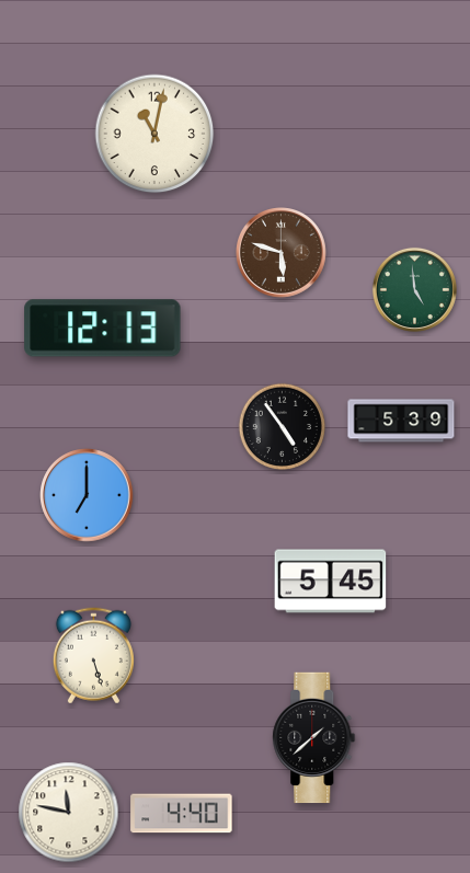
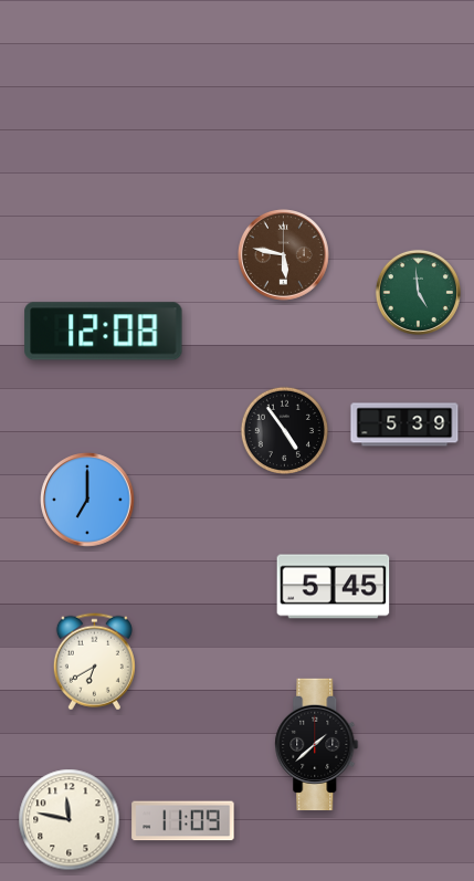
clock at (154, 134): 11:02 -> none
clock at (282, 253): 5:48 -> 5:47
clock at (103, 329): 12:13 -> 12:08
clock at (93, 656): 5:27 -> 6:40
clock at (182, 814): 4:40 -> 11:09
